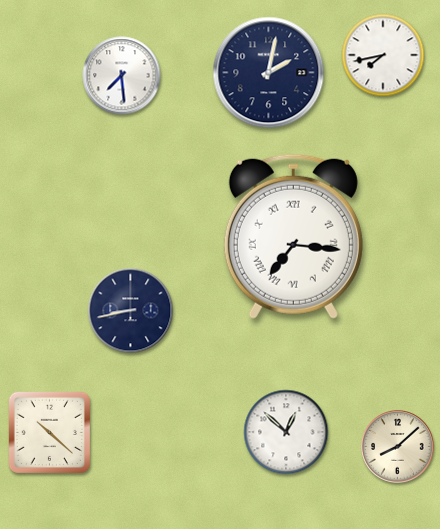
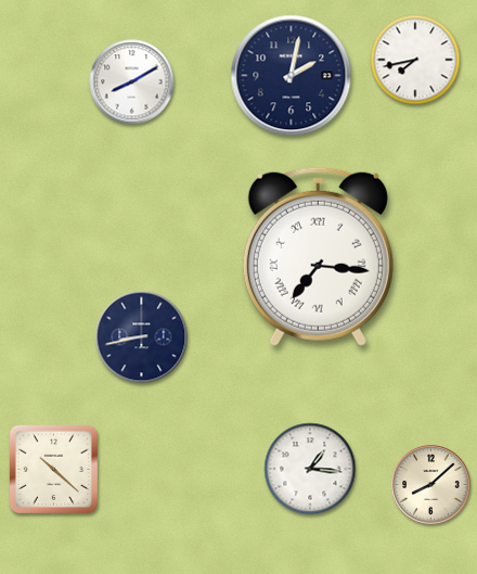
clock at (269, 73) position: (269, 73) -> (292, 76)
clock at (122, 76): 7:29 -> 8:10
clock at (286, 432): 12:52 -> 1:16
